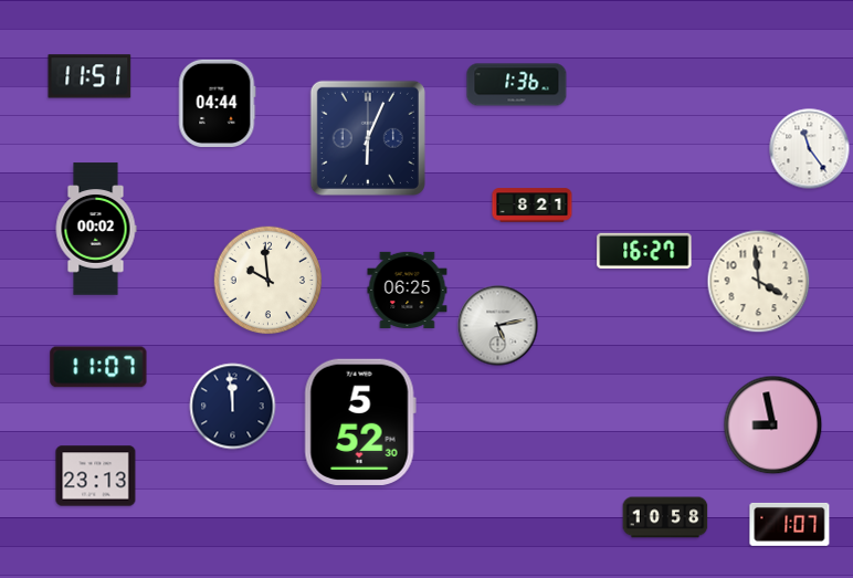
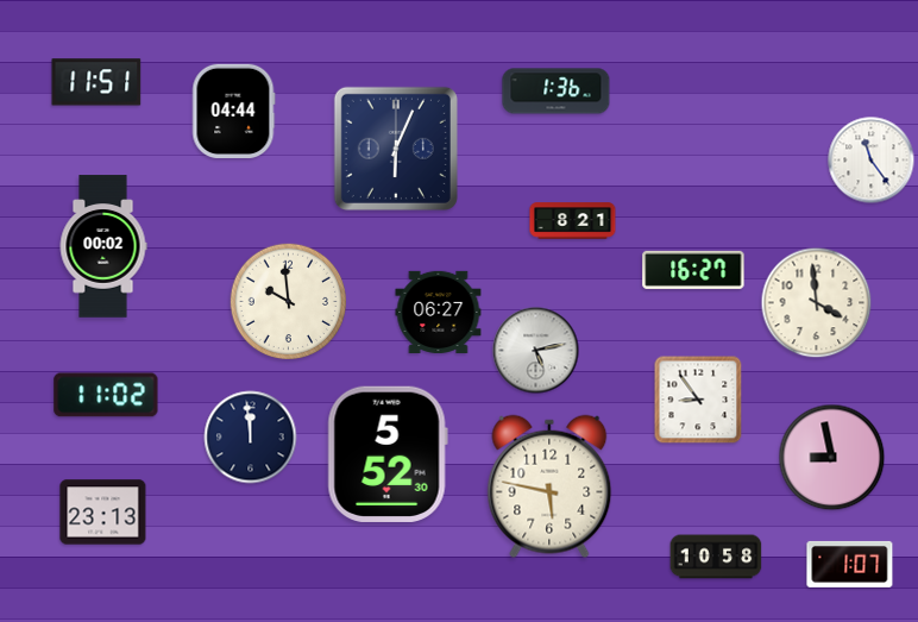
clock at (408, 290): 06:25 -> 06:27
clock at (98, 367): 11:07 -> 11:02
clock at (698, 400): none -> 8:54
clock at (549, 486): none -> 5:47
